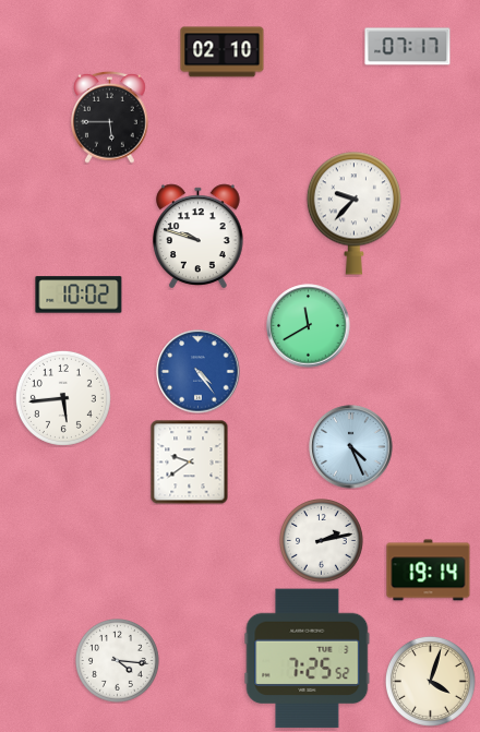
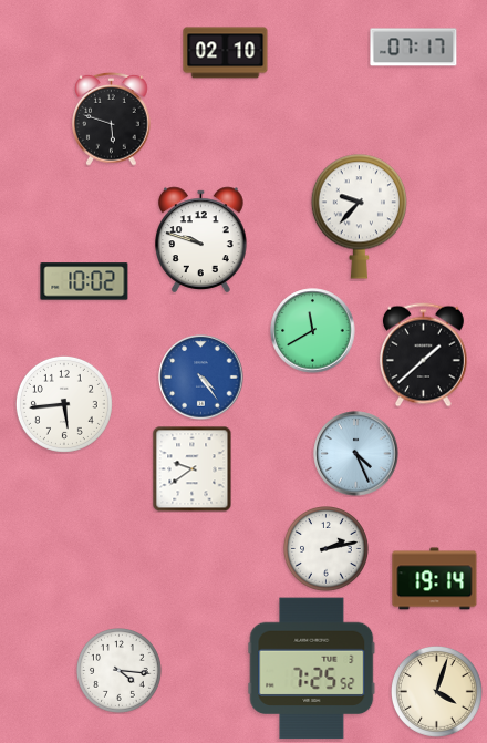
clock at (110, 117): 5:45 -> 5:48
clock at (79, 295) position: (79, 295) -> (84, 281)
clock at (423, 355): none -> 1:38
